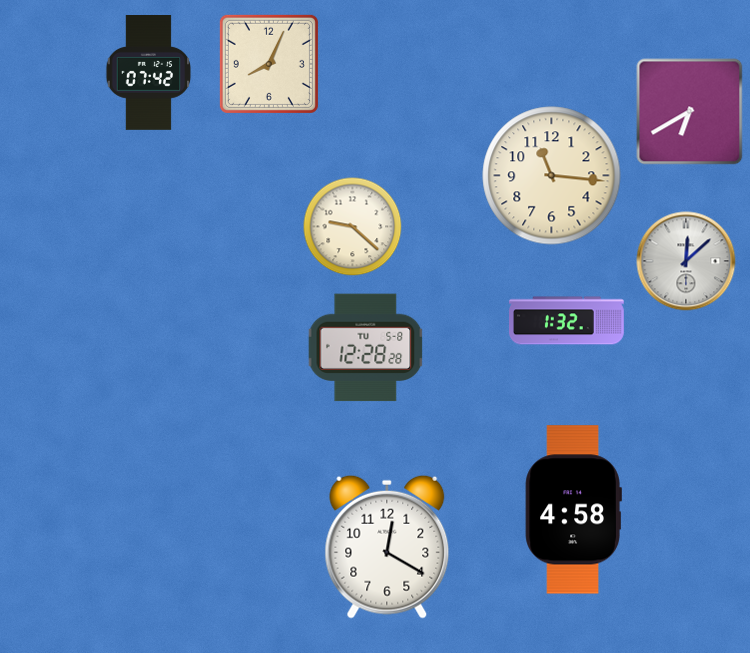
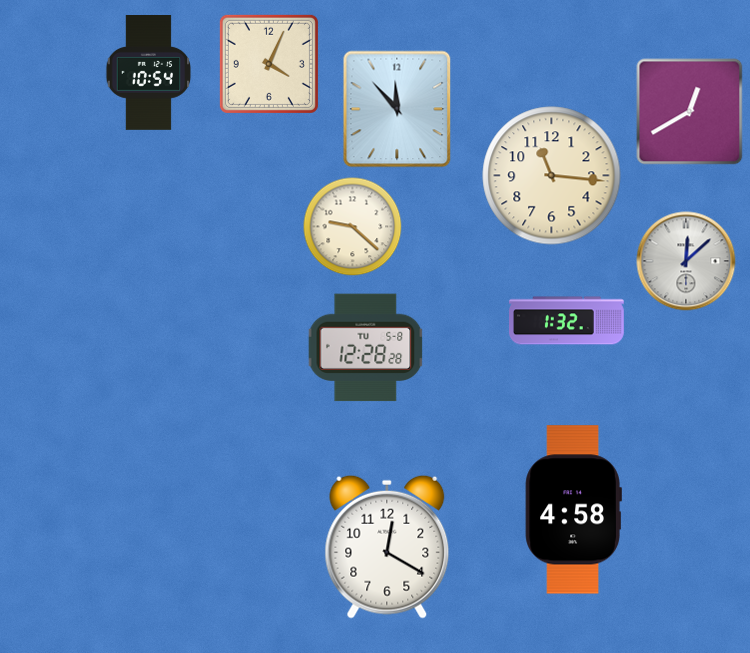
clock at (269, 64): 8:04 -> 4:04
clock at (149, 73): 07:42 -> 10:54
clock at (397, 109): none -> 11:53
clock at (690, 112): 6:40 -> 12:40
